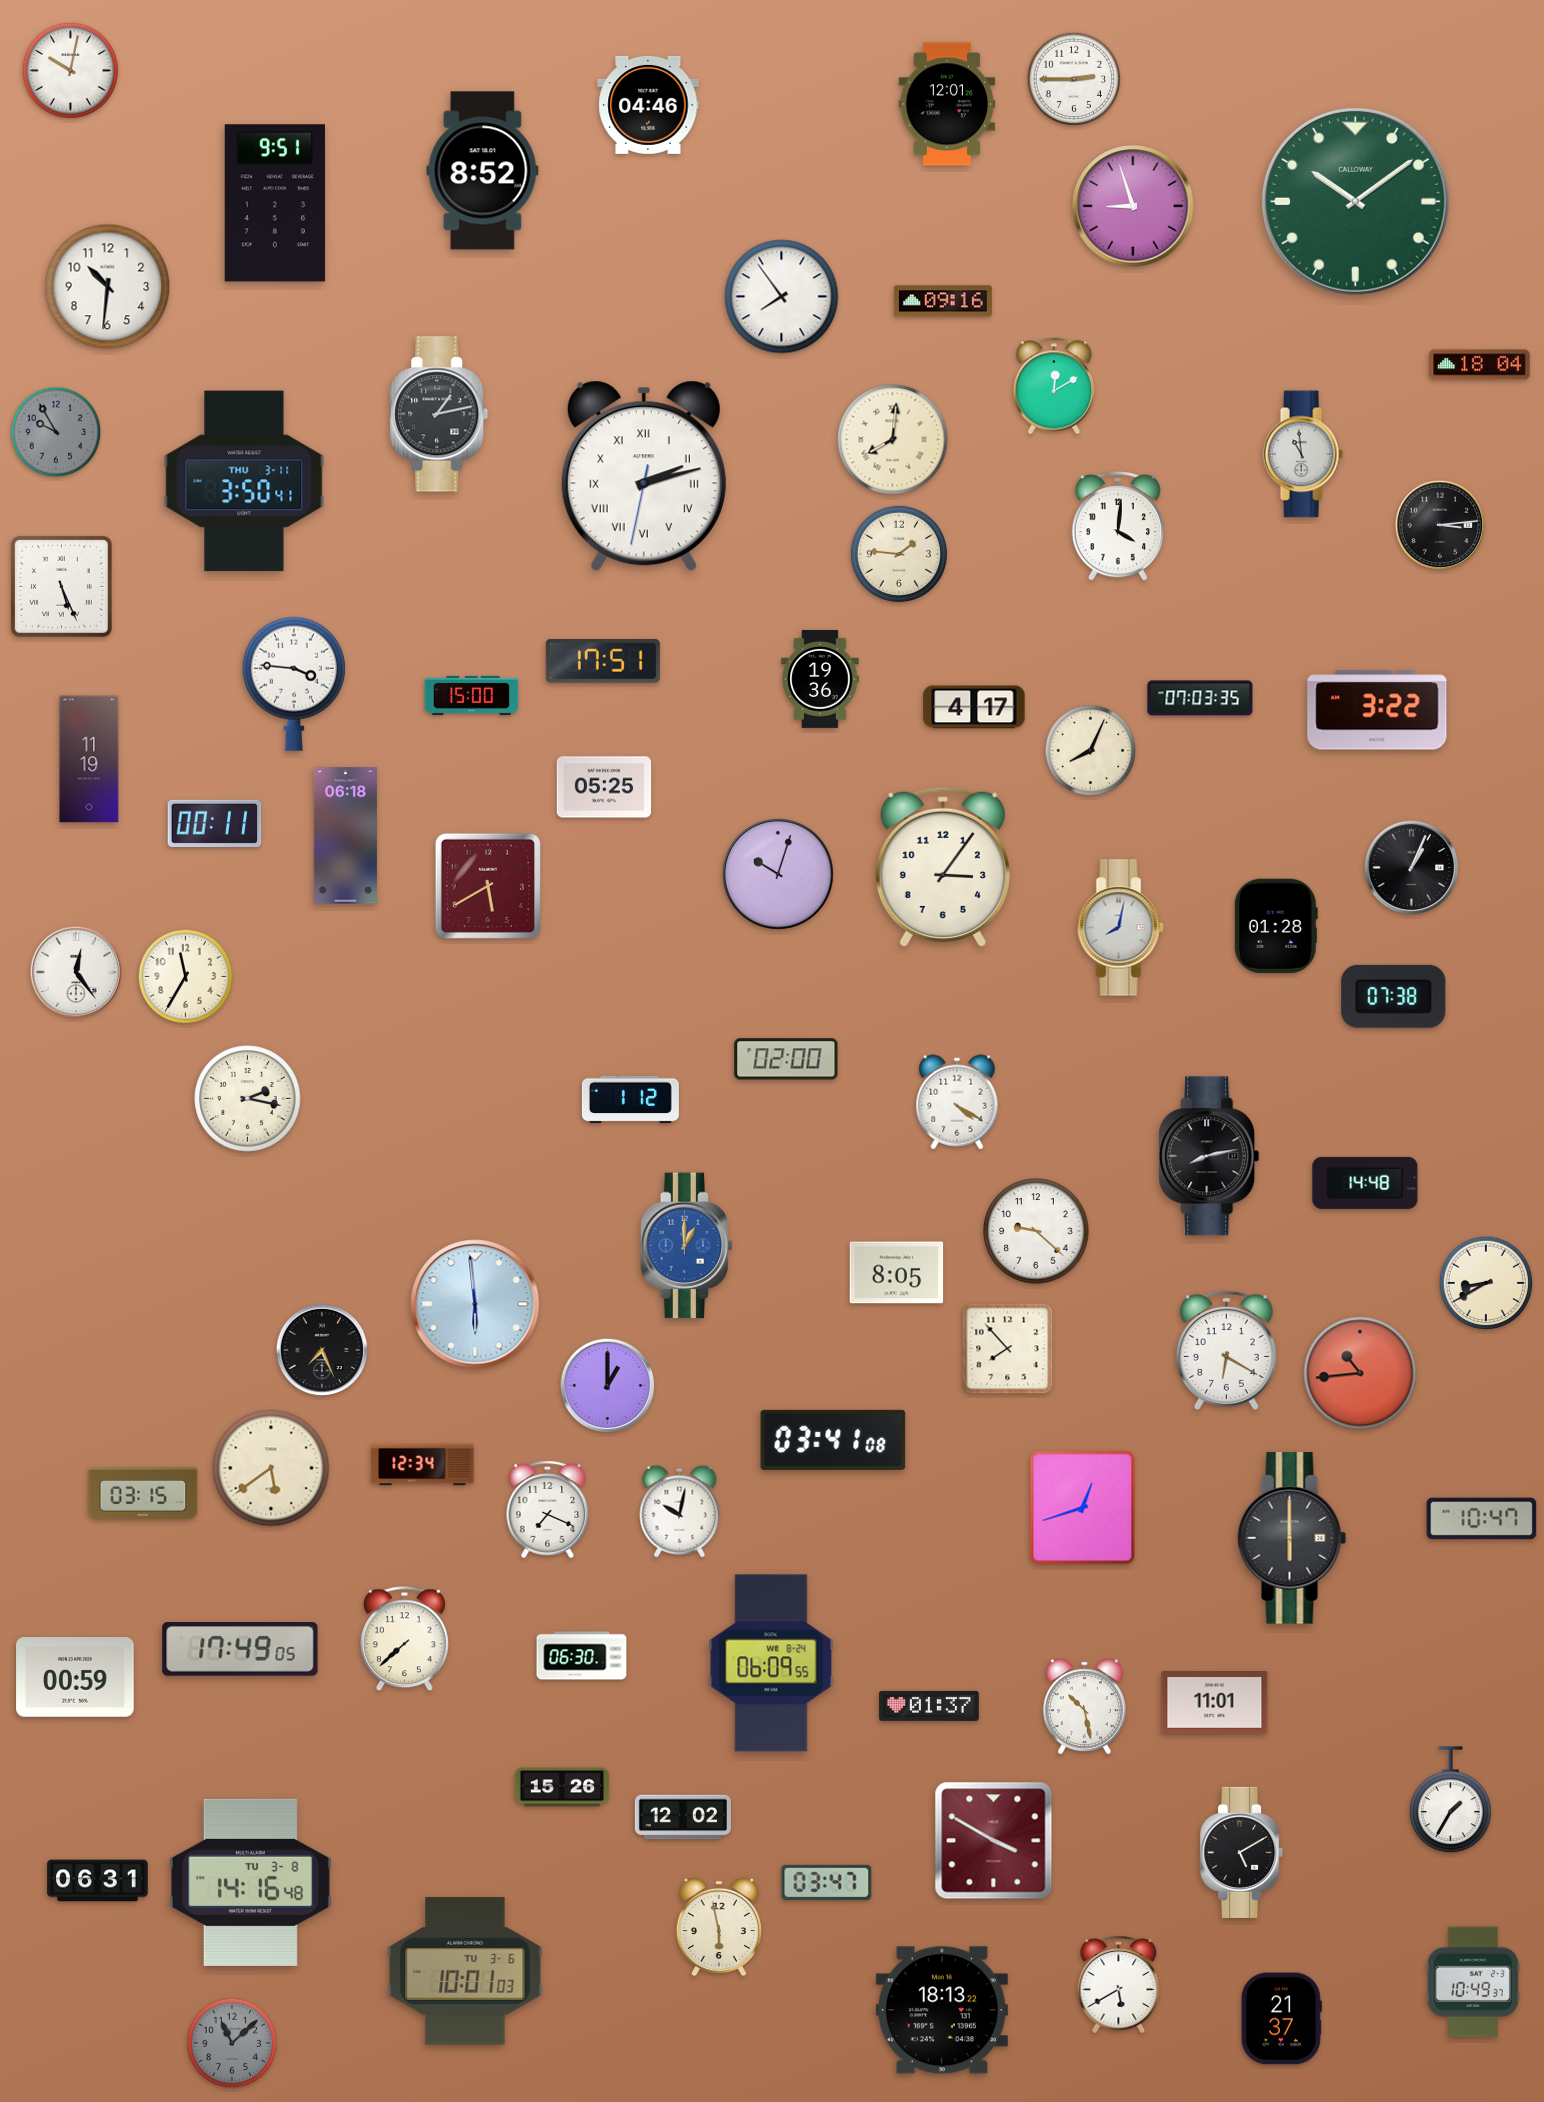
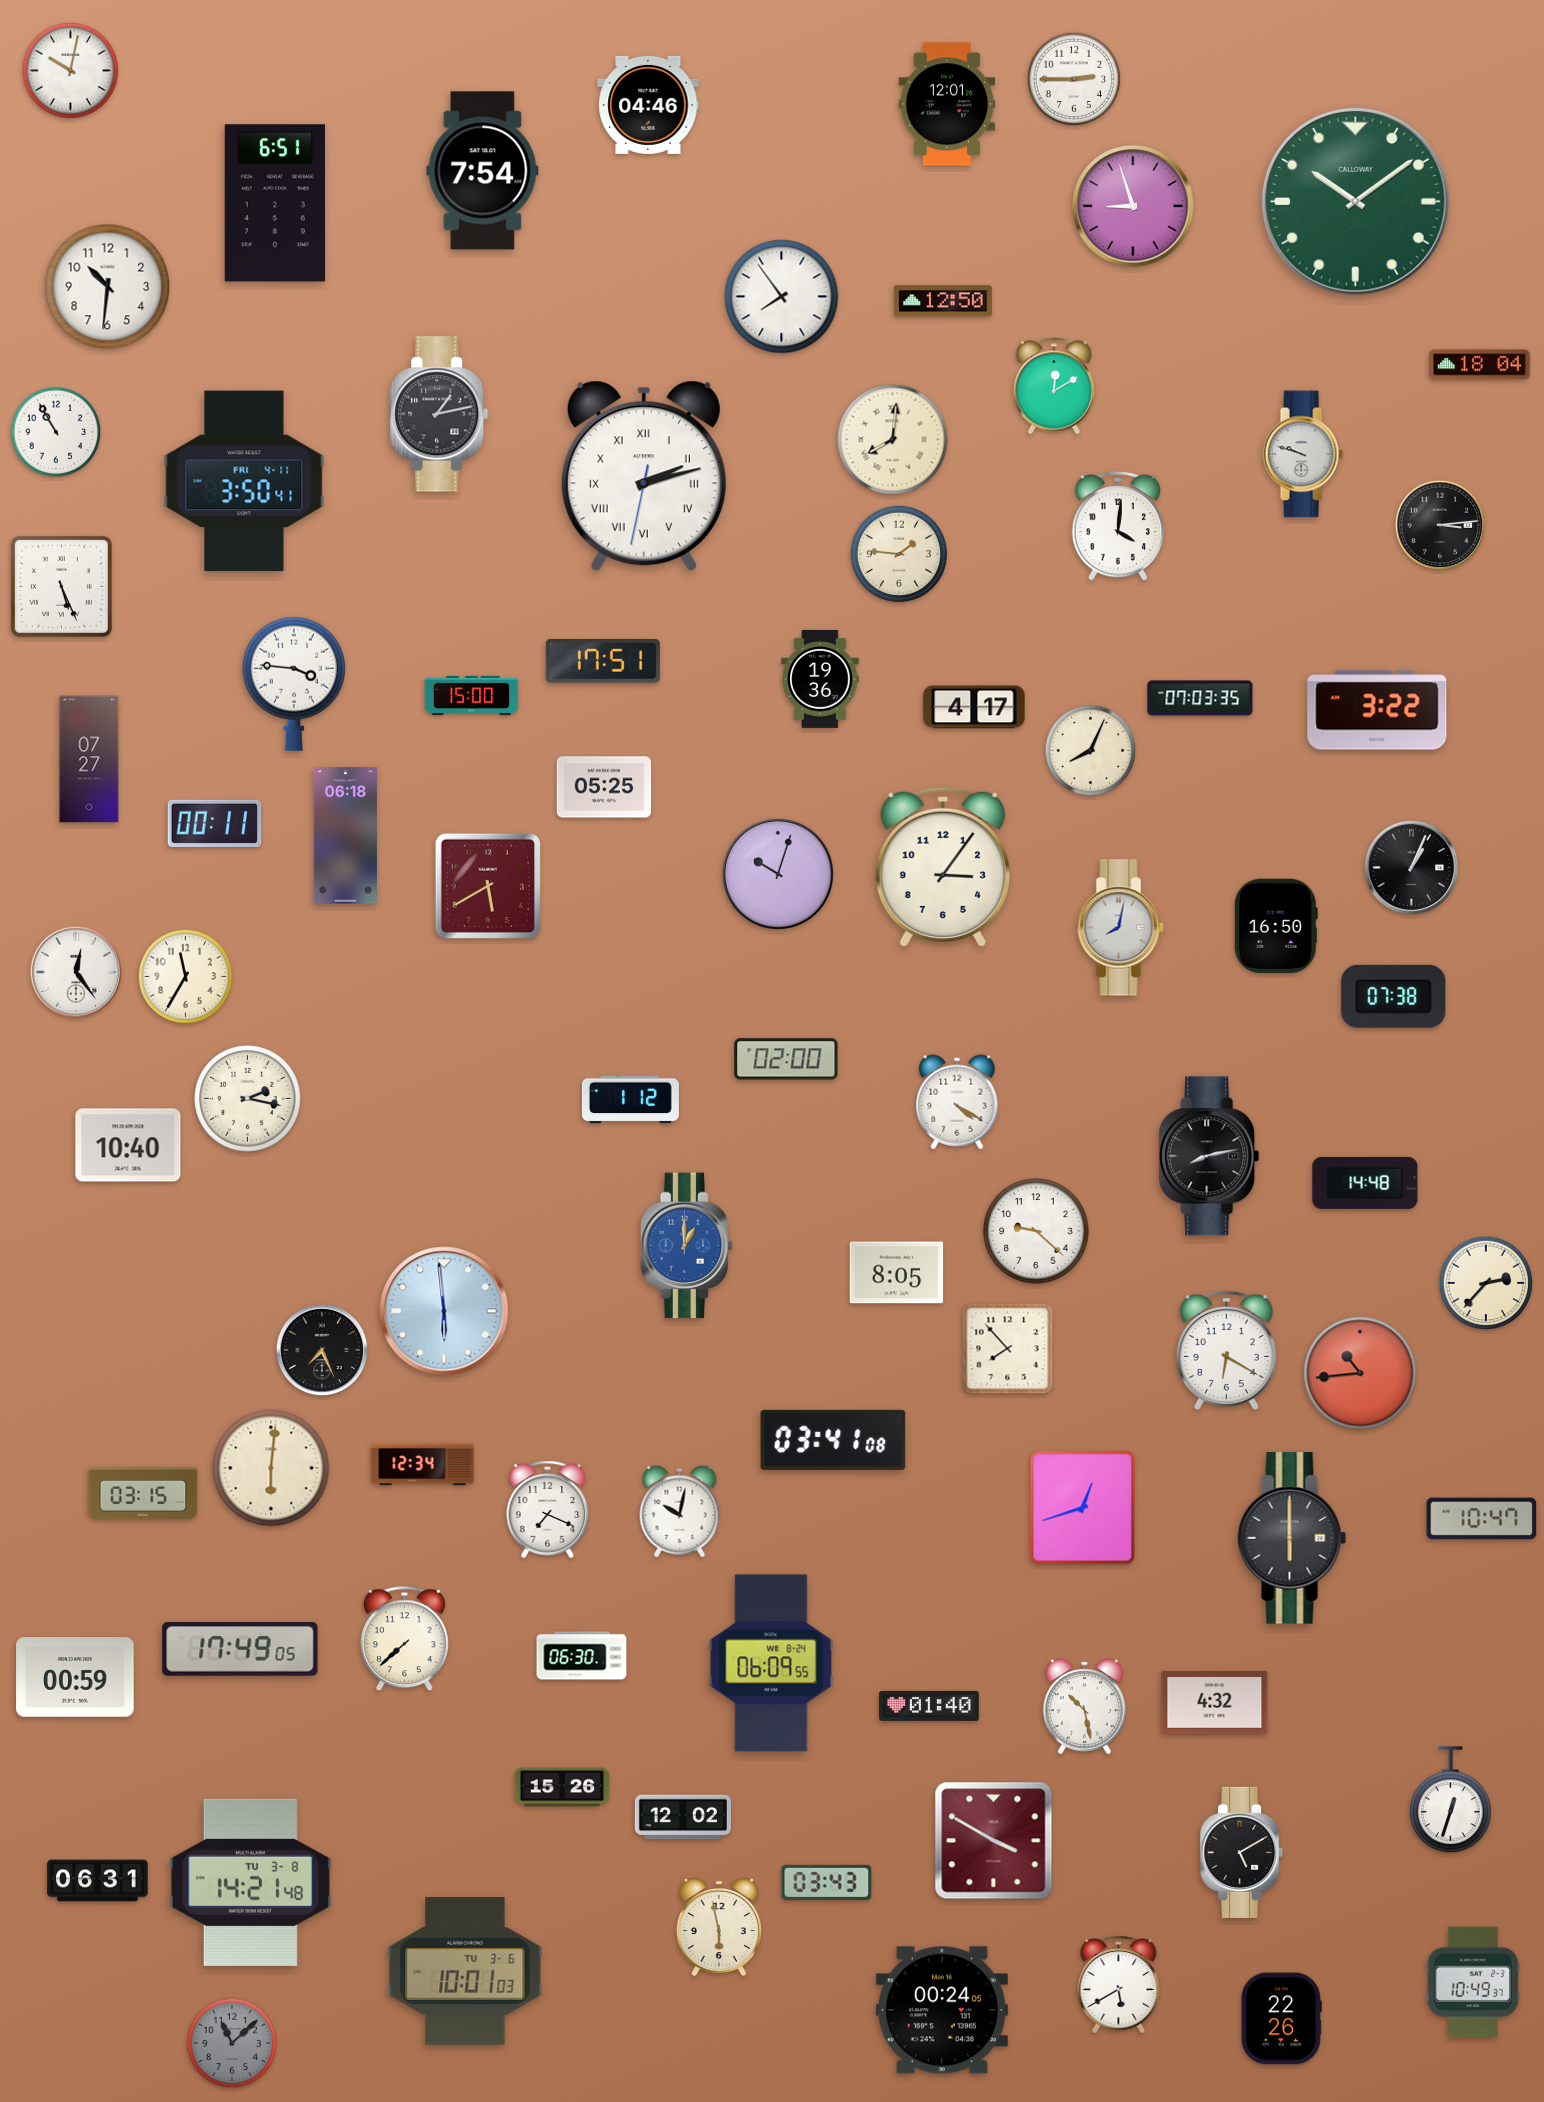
clock at (483, 171): 8:52 -> 7:54
clock at (274, 203): 9:51 -> 6:51
clock at (943, 301): 09:16 -> 12:50
clock at (56, 432): 9:55 -> 10:55
clock at (56, 432) dial: grey -> white
clock at (1303, 454): 10:59 -> 9:48
clock at (244, 481) date: THU 3-11 -> FRI 4-11
clock at (89, 759): 11:19 -> 07:27
clock at (1276, 926): 01:28 -> 16:50
clock at (128, 1145): none -> 10:40
clock at (1486, 1283): 8:40 -> 2:37
clock at (475, 1304) position: (475, 1304) -> (444, 1311)
clock at (608, 1386): 1:00 -> none
clock at (271, 1468): 5:39 -> 6:01
clock at (1215, 1703): 11:01 -> 4:32
clock at (929, 1706): 01:37 -> 01:40
clock at (1451, 1799): 1:35 -> 12:33
clock at (250, 1882): 14:16 -> 14:21
clock at (827, 1882): 03:47 -> 03:43
clock at (942, 2010): 18:13 -> 00:24
clock at (1281, 2019): 21:37 -> 22:26
